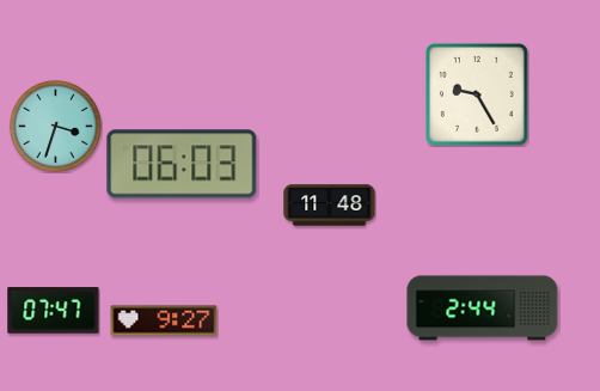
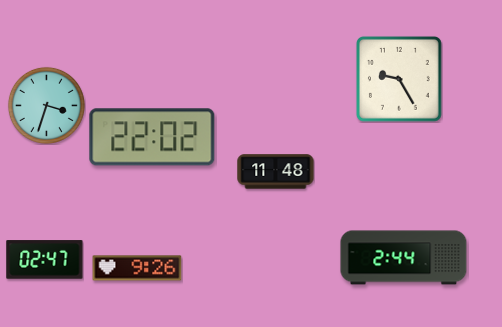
clock at (182, 164): 06:03 -> 22:02
clock at (54, 311): 07:47 -> 02:47
clock at (164, 320): 9:27 -> 9:26
